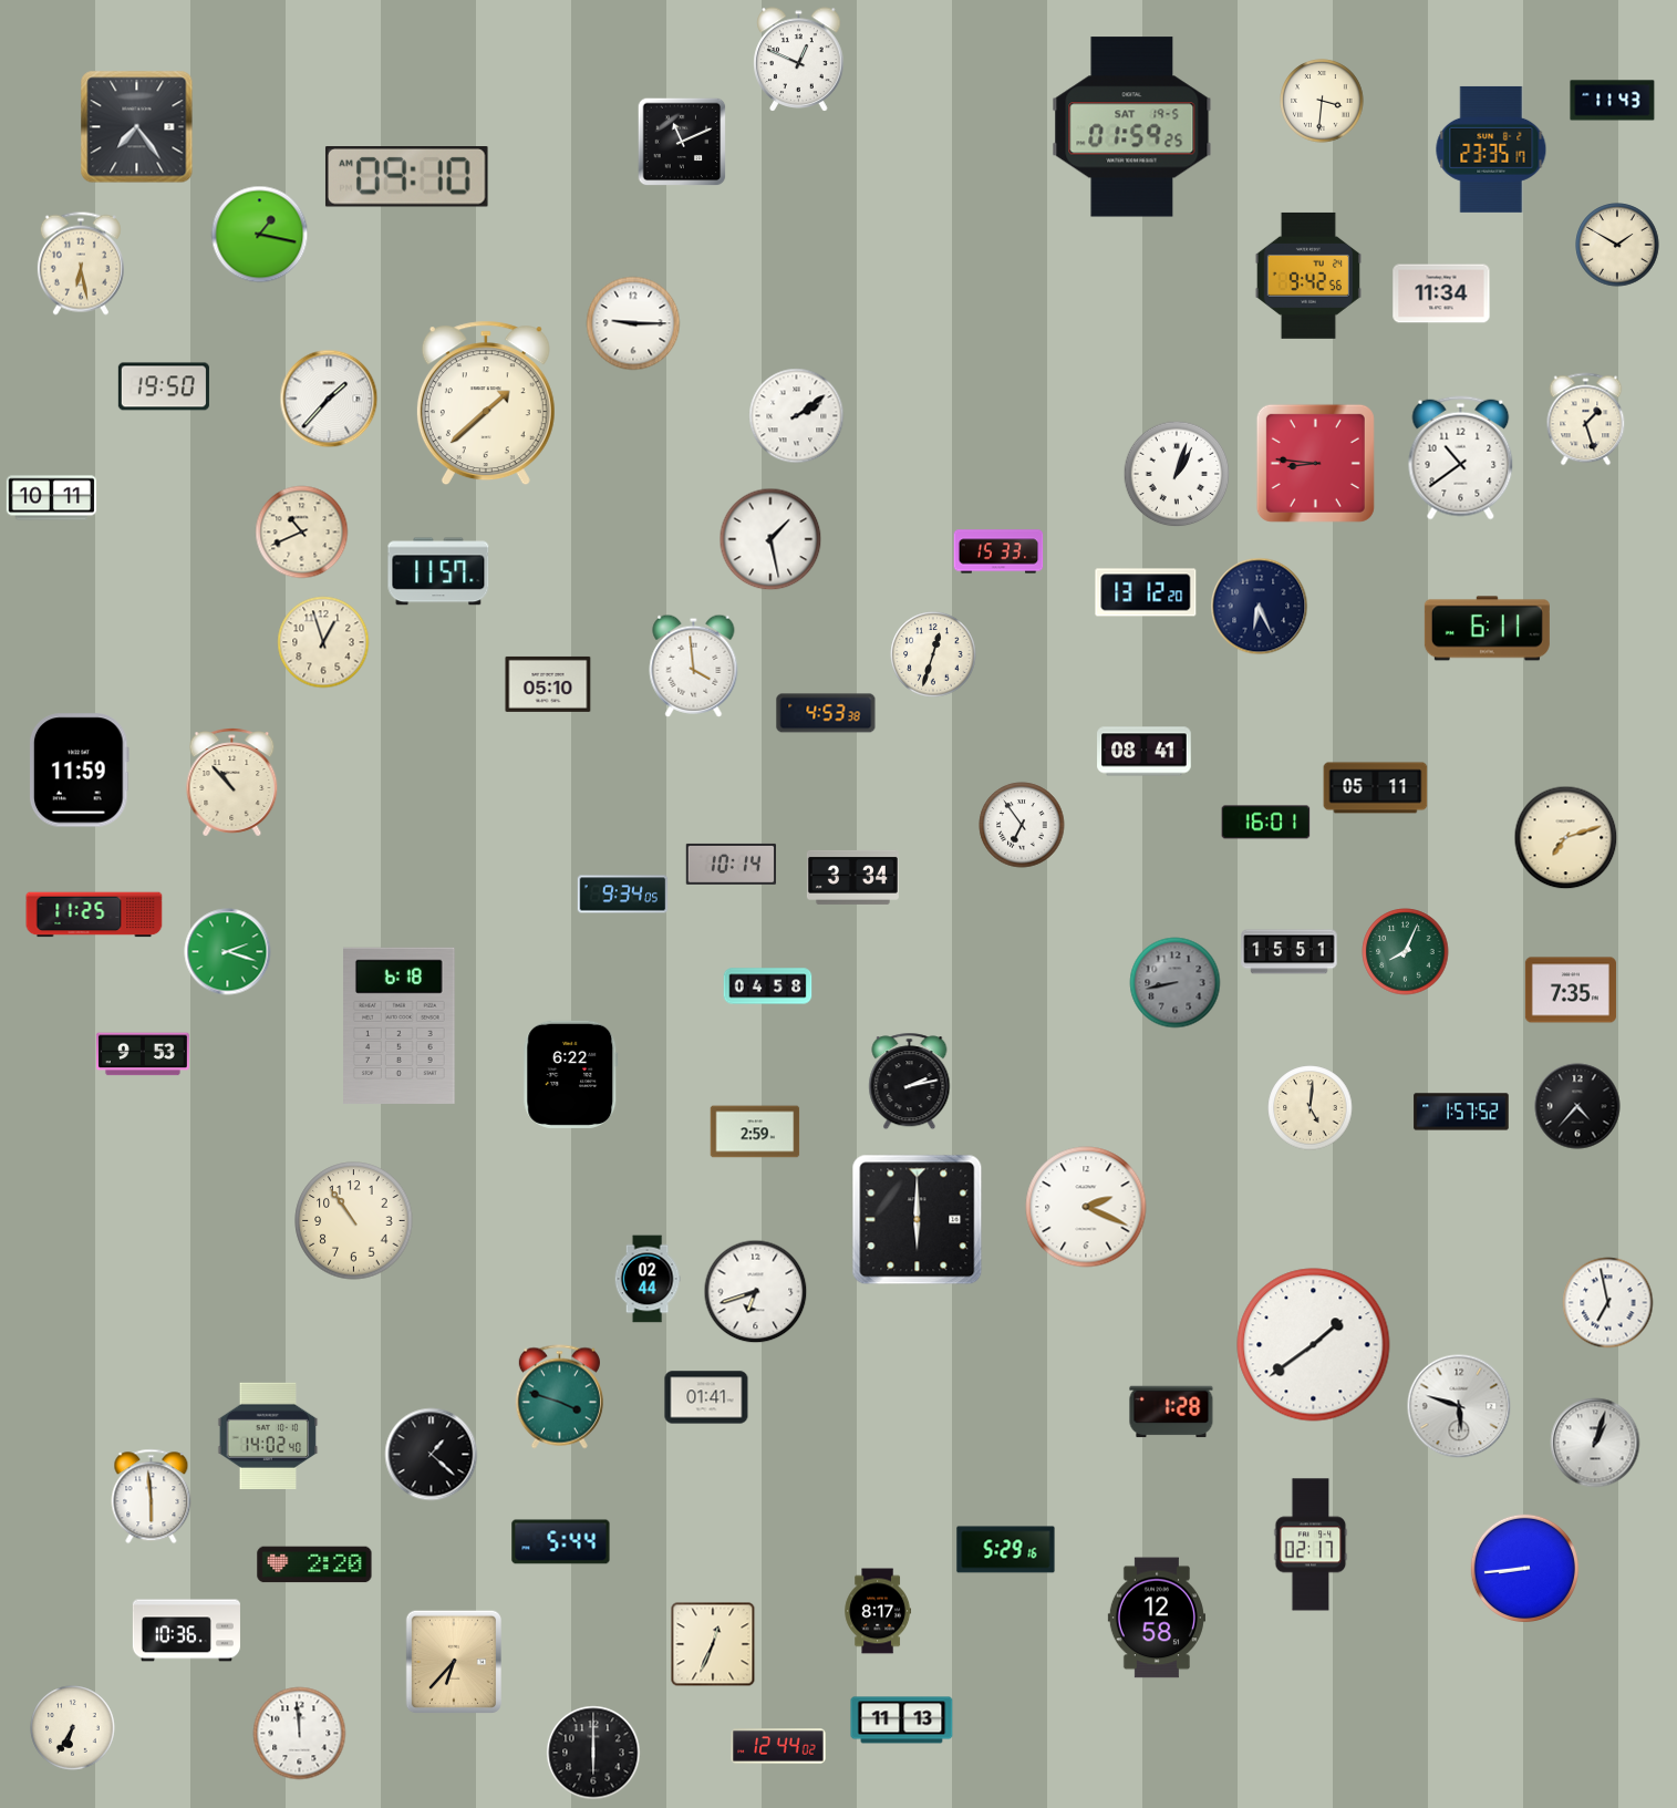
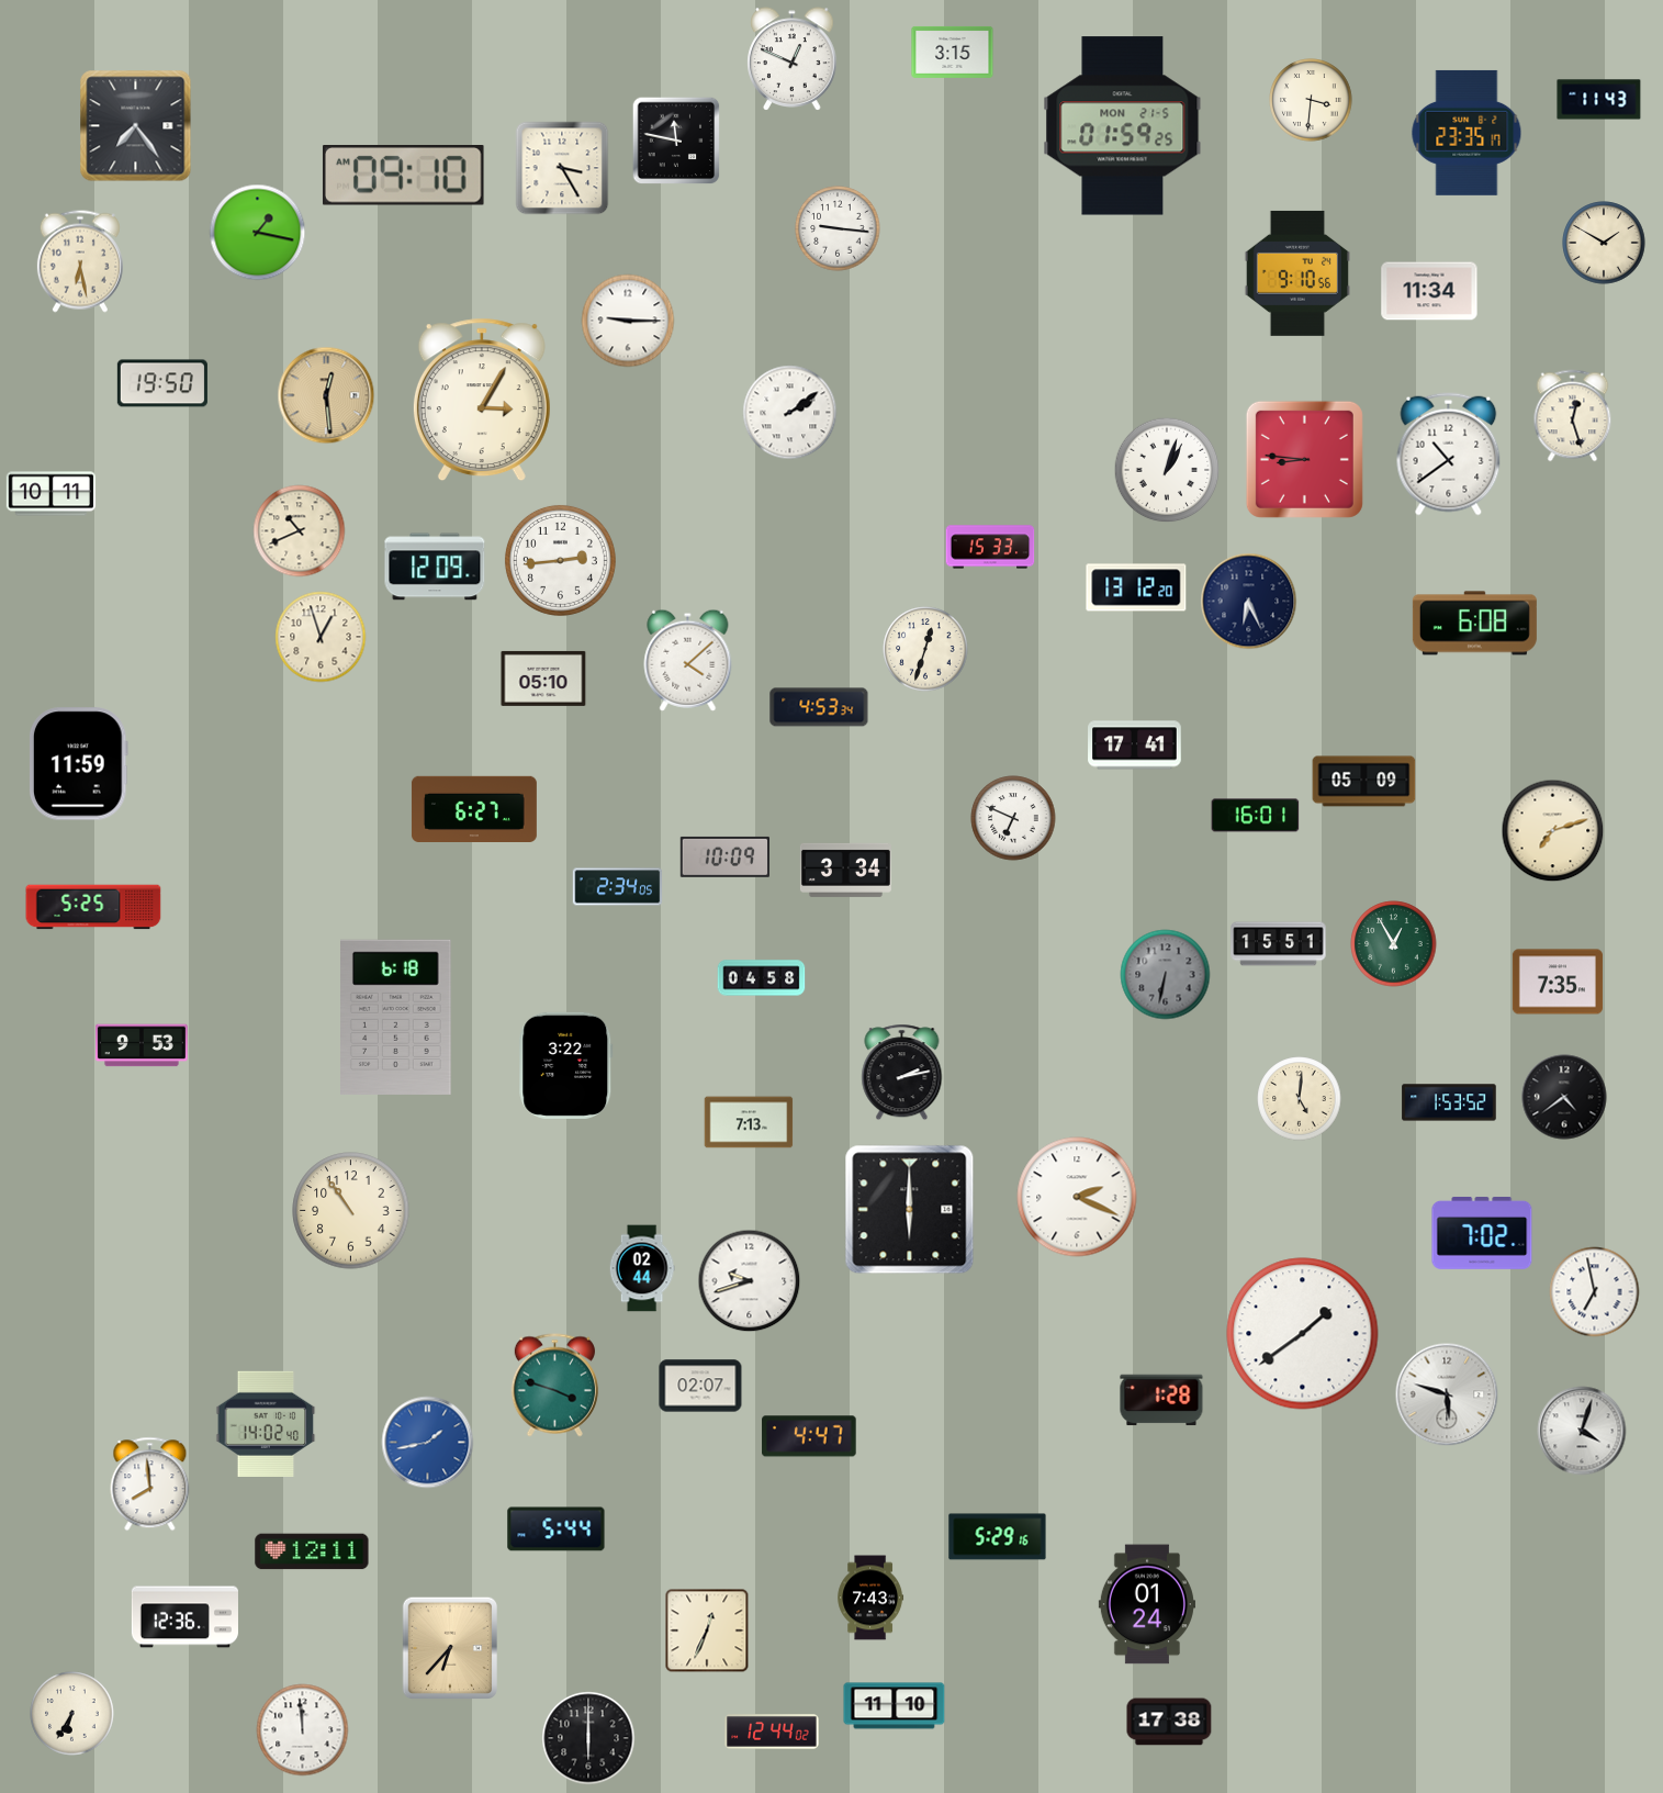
clock at (953, 52): none -> 3:15
clock at (1132, 127) date: SAT 19-5 -> MON 21-5
clock at (682, 142): 11:11 -> 11:47
clock at (1491, 149) position: (1491, 149) -> (1467, 133)
clock at (562, 168): none -> 3:25
clock at (838, 228): none -> 9:16
clock at (1308, 276): 9:42 -> 9:10
clock at (329, 399): 1:37 -> 12:29
clock at (329, 399) dial: white -> champagne
clock at (486, 403): 1:38 -> 3:05
clock at (1586, 420): 1:27 -> 12:27
clock at (302, 533) position: (302, 533) -> (300, 531)
clock at (770, 539): 1:28 -> none
clock at (560, 560): none -> 2:44
clock at (438, 571): 11:57 -> 12:09
clock at (1487, 629): 6:11 -> 6:08
clock at (694, 665): 3:59 -> 4:08
clock at (826, 713): 4:53:38 -> 4:53:34
clock at (1145, 752): 08:41 -> 17:41
clock at (232, 783): 10:53 -> none
clock at (1376, 788): 05:11 -> 05:09
clock at (474, 809): none -> 6:27
clock at (1022, 825): 6:54 -> 6:49
clock at (731, 864): 10:14 -> 10:09
clock at (623, 895): 9:34 -> 2:34
clock at (94, 915): 11:25 -> 5:25
clock at (228, 952): 2:18 -> none
clock at (1406, 952): 8:04 -> 12:55
clock at (1176, 983): 8:43 -> 6:32
clock at (571, 1074): 6:22 -> 3:22
clock at (1577, 1106): 4:37 -> 4:39
clock at (1461, 1112): 1:57 -> 1:53
clock at (755, 1132): 2:59 -> 7:13
clock at (1482, 1233): none -> 7:02
clock at (756, 1292): 6:42 -> 9:42
clock at (706, 1397): 01:41 -> 02:07
clock at (1595, 1443): 1:03 -> 4:03
clock at (809, 1436): none -> 4:47
clock at (432, 1455): 1:22 -> 1:43
clock at (432, 1455) dial: black -> blue
clock at (152, 1497): 5:59 -> 7:59
clock at (1311, 1544): 02:17 -> none
clock at (314, 1564): 2:20 -> 12:11
clock at (1524, 1568): 8:44 -> none
clock at (878, 1611): 8:17 -> 7:43
clock at (1157, 1618): 12:58 -> 01:24
clock at (186, 1631): 10:36 -> 12:36
clock at (902, 1721): 11:13 -> 11:10
clock at (300, 1734) position: (300, 1734) -> (303, 1730)
clock at (1169, 1722): none -> 17:38
